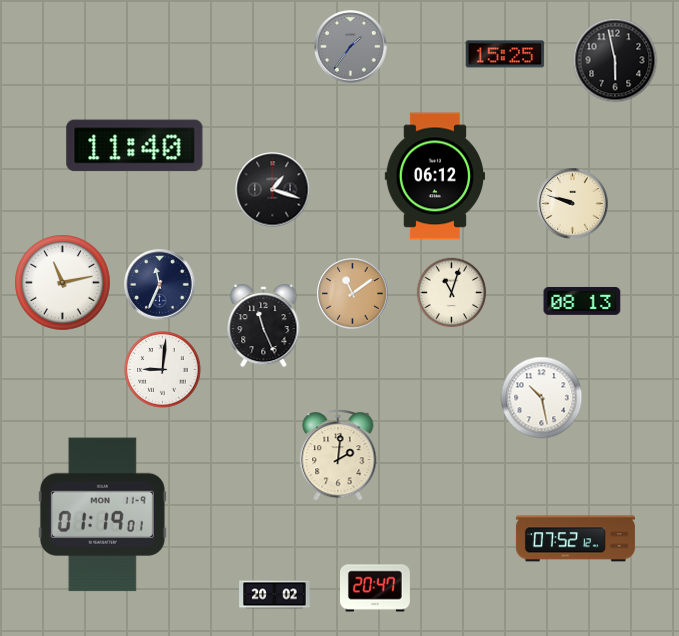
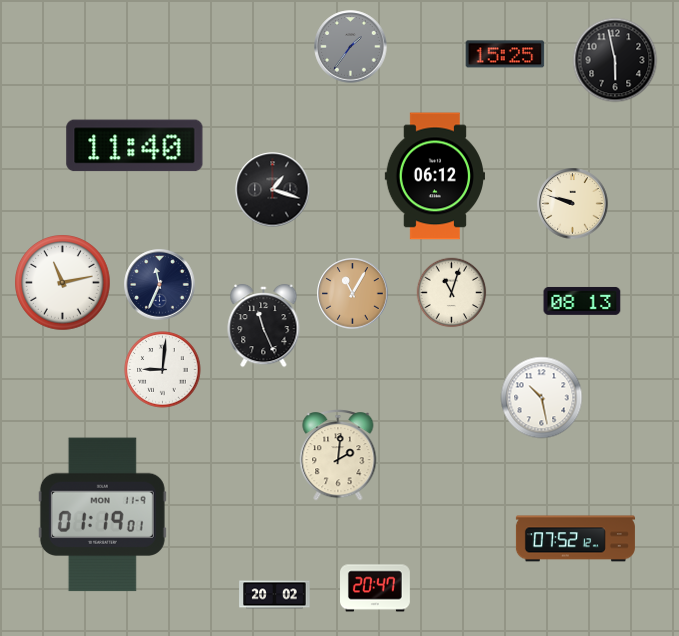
clock at (353, 294): 11:09 -> 11:05
